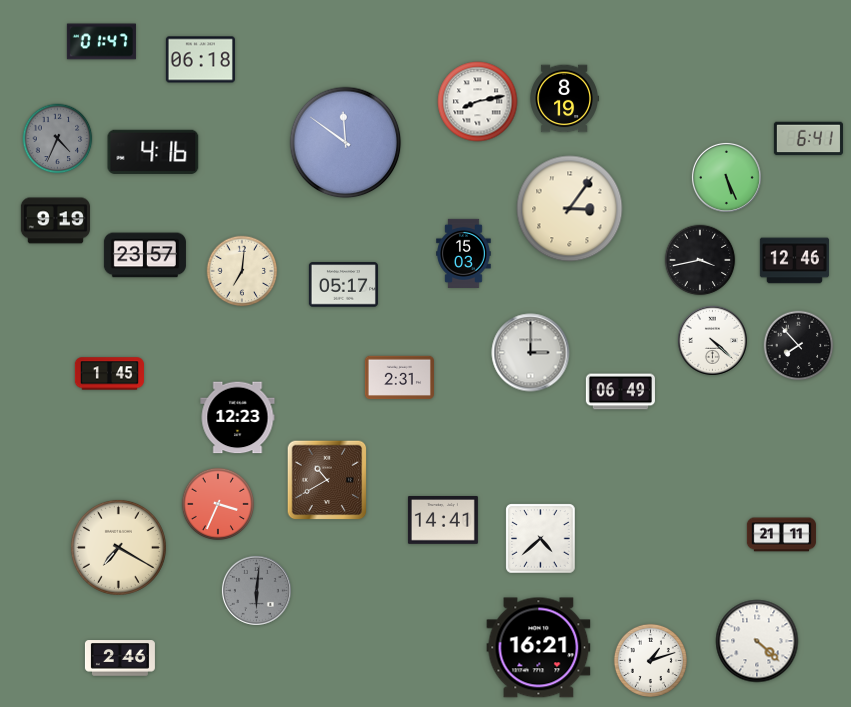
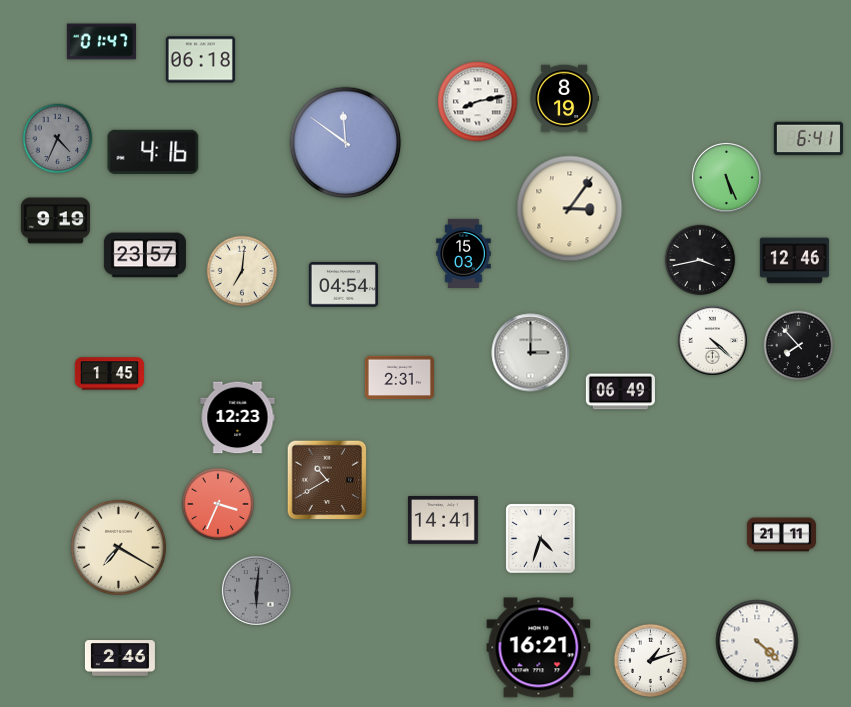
clock at (343, 285): 05:17 -> 04:54
clock at (541, 539): 4:38 -> 4:33
